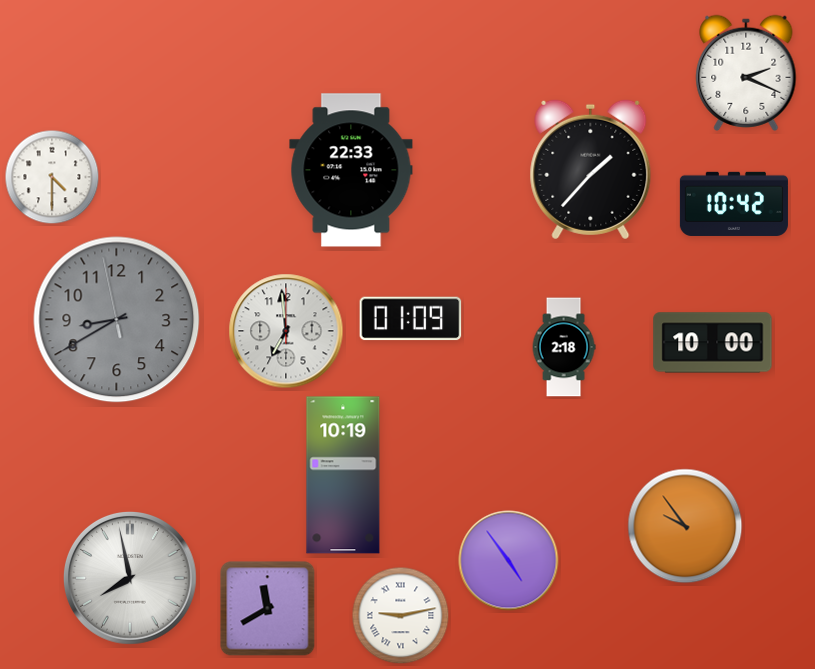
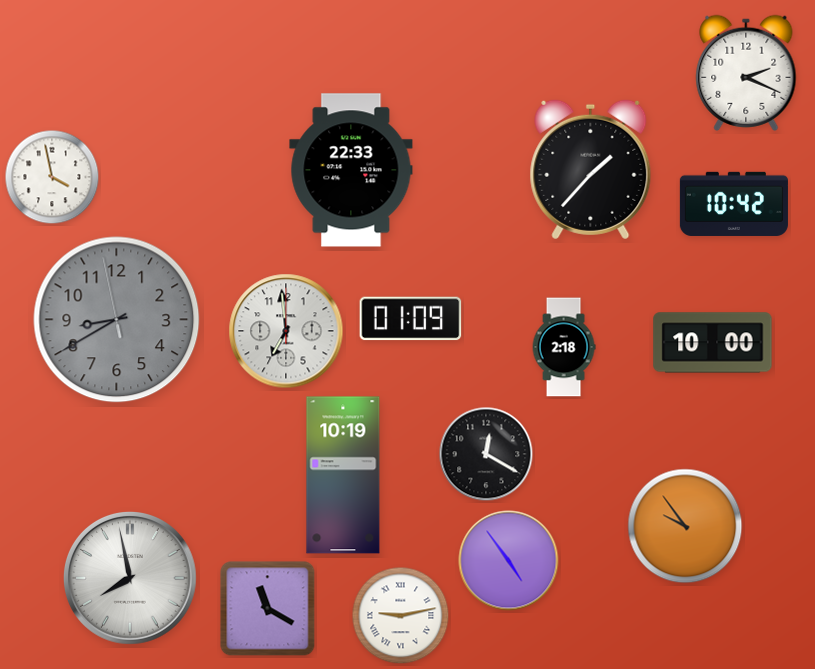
clock at (52, 177): 4:30 -> 3:58
clock at (486, 454): none -> 12:20
clock at (268, 609): 11:40 -> 11:20
